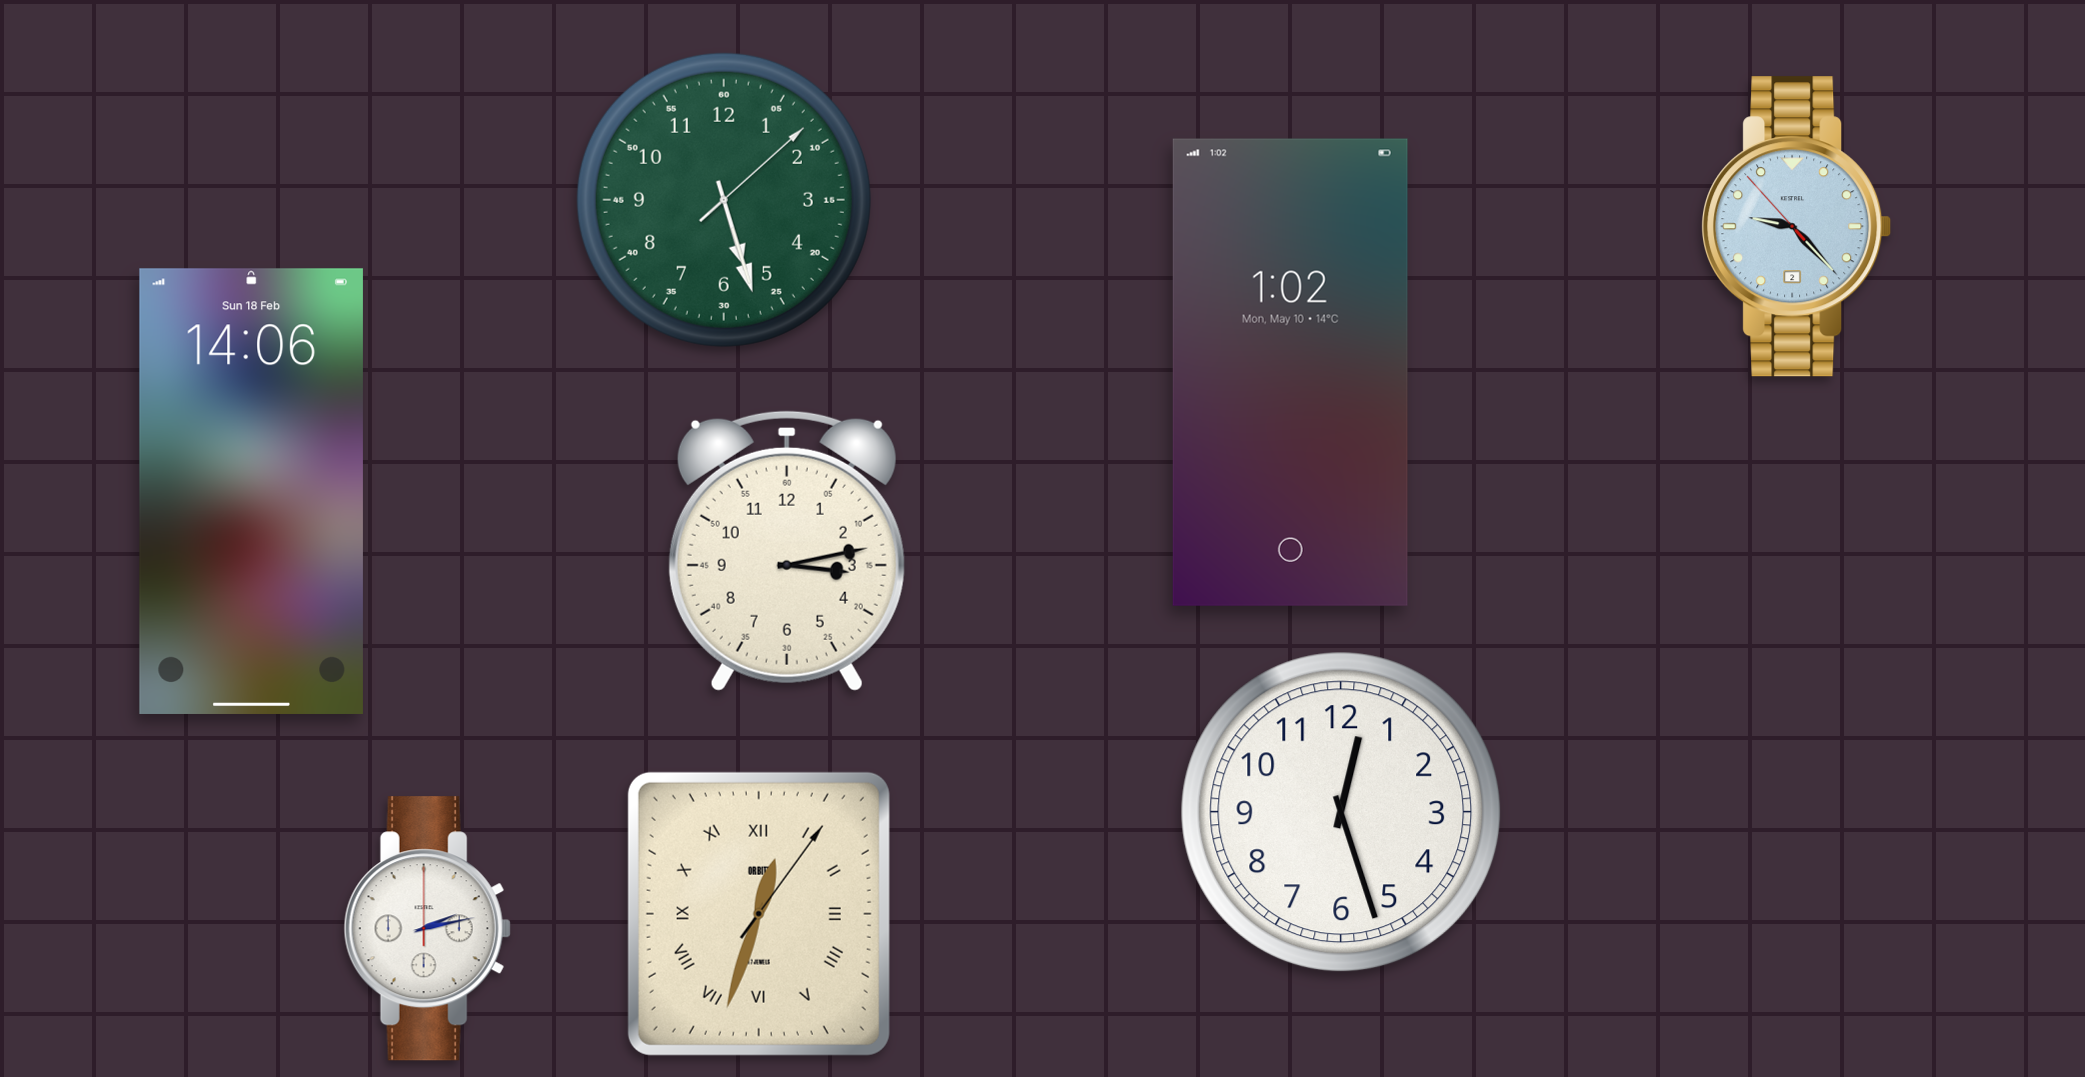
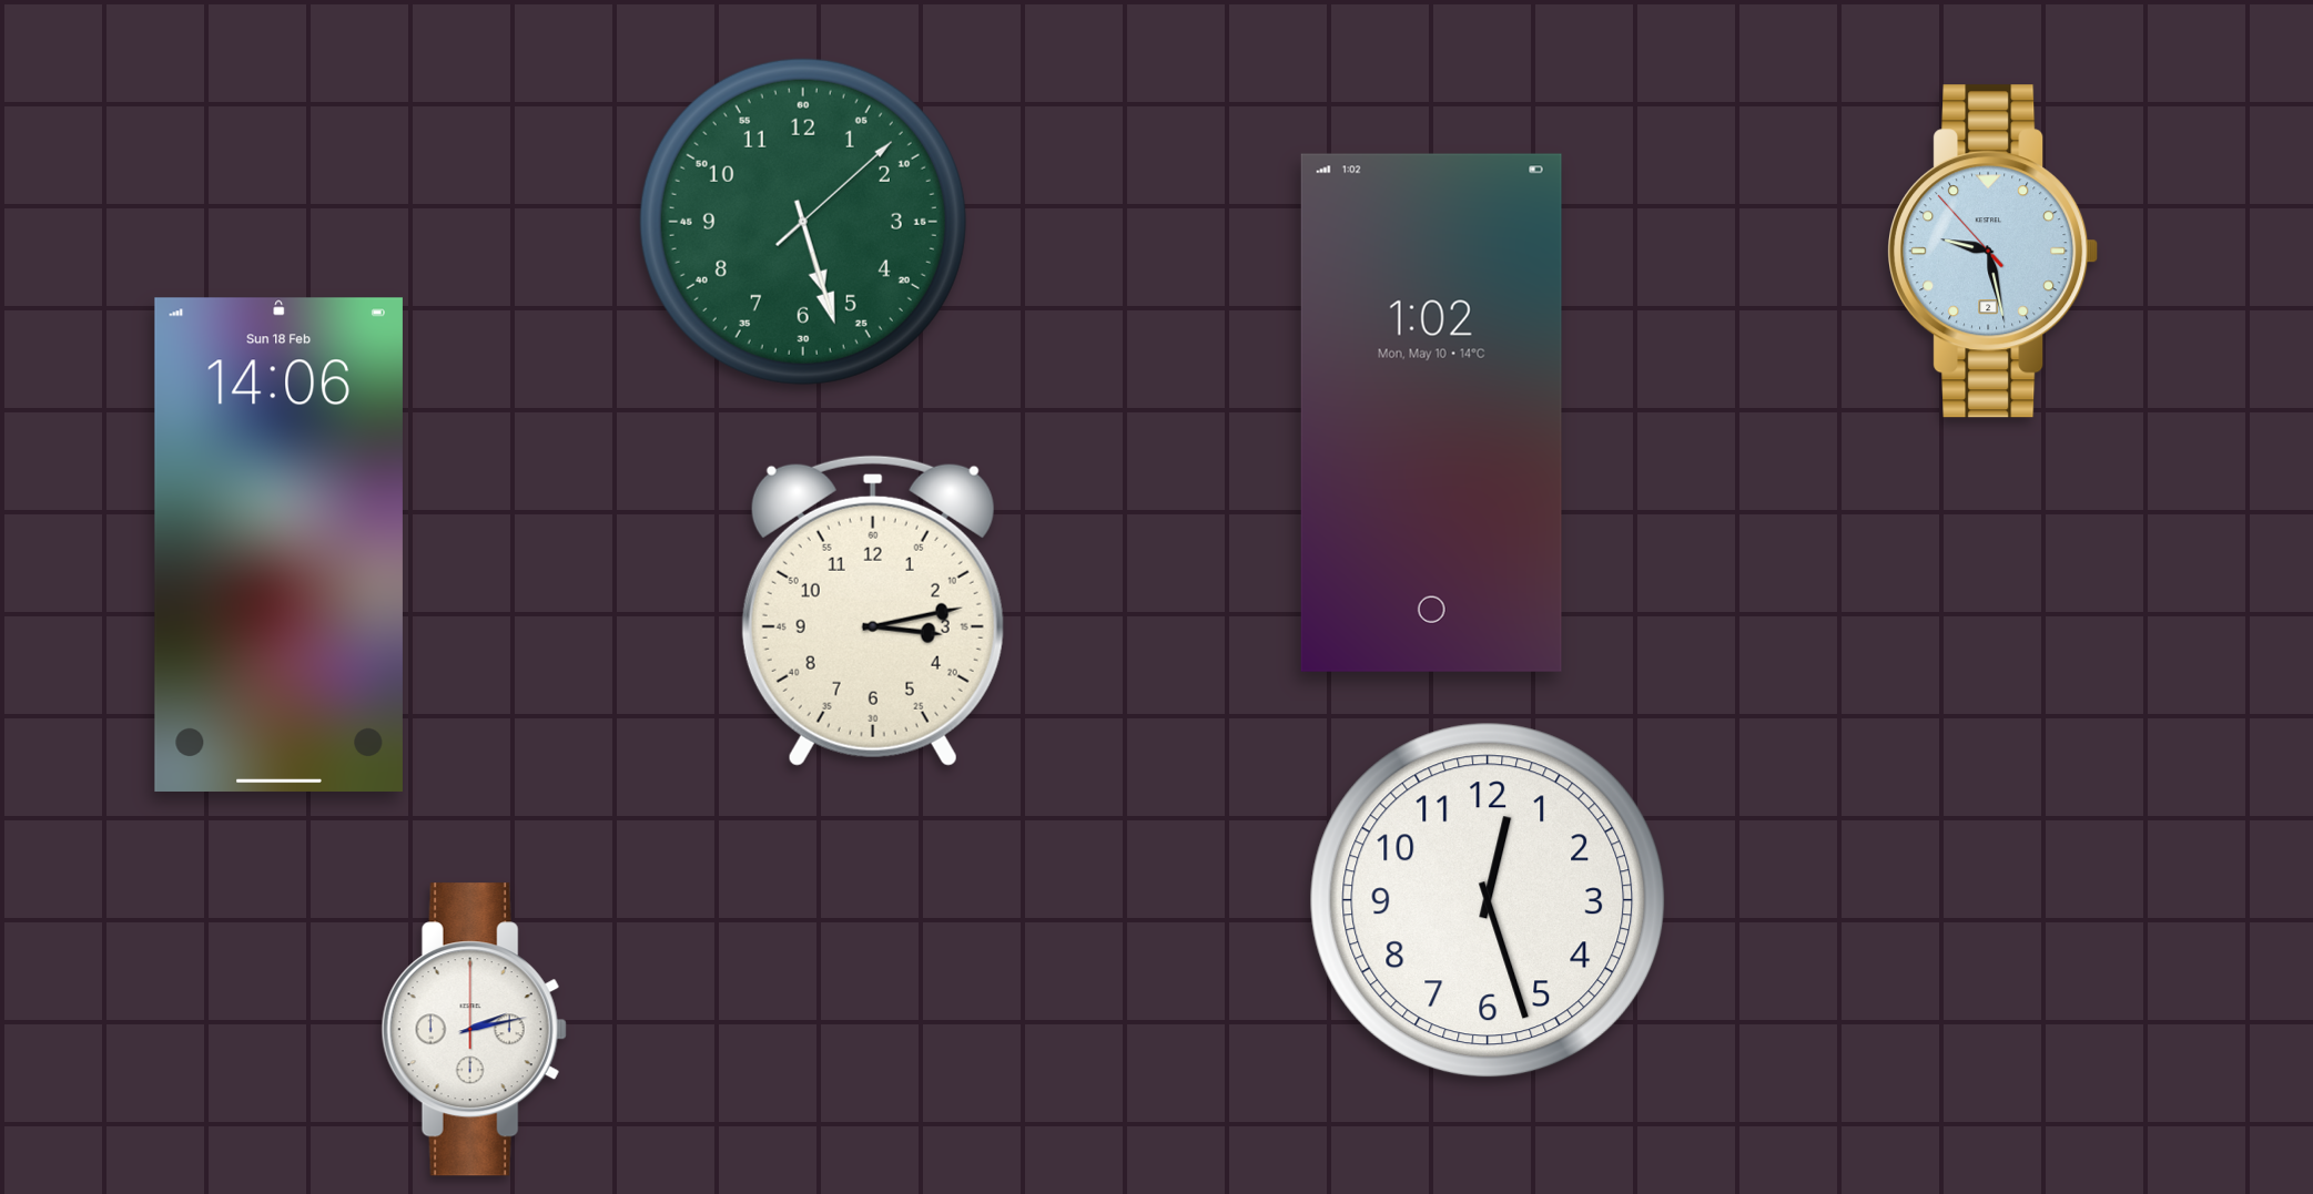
clock at (1797, 227): 9:22 -> 9:27
clock at (759, 914): 12:33 -> none
